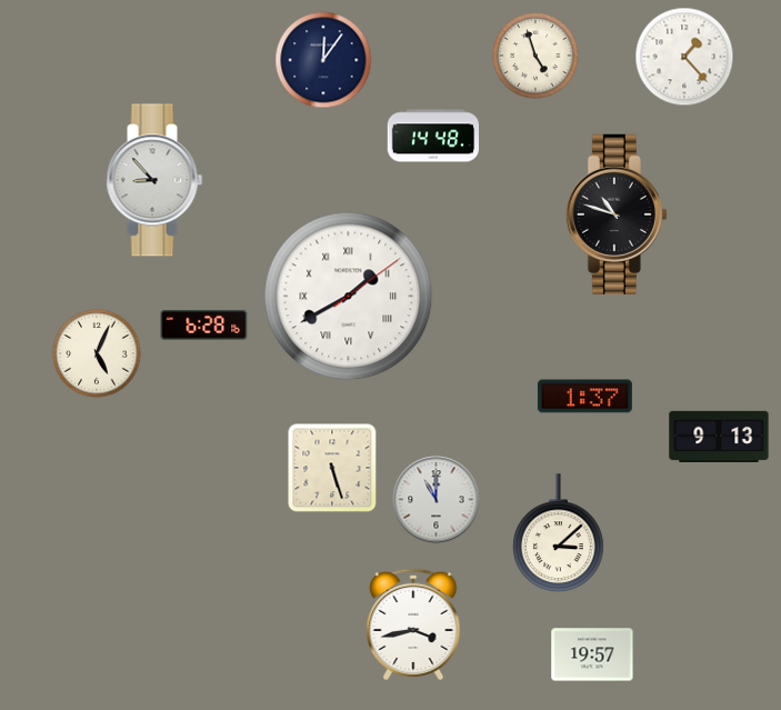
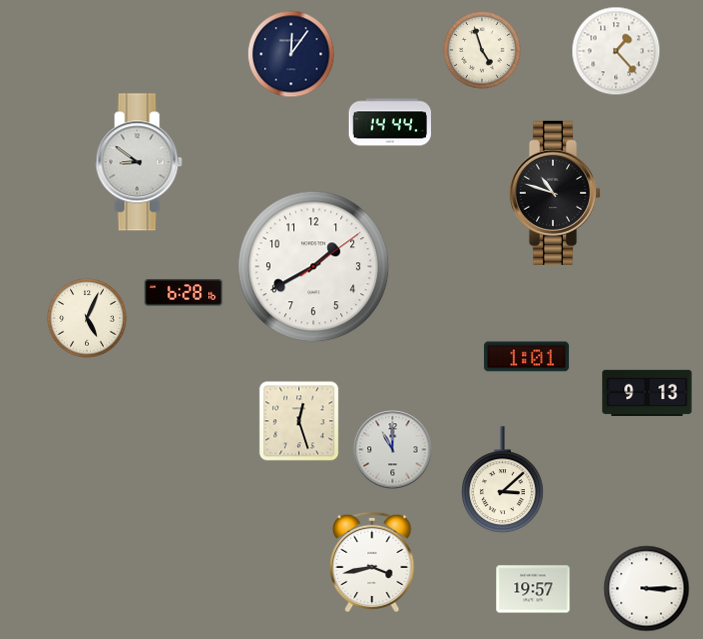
clock at (433, 136): 14:48 -> 14:44
clock at (154, 180): 8:53 -> 8:51
clock at (349, 297) numerals: Roman -> Arabic
clock at (584, 397): 1:37 -> 1:01
clock at (332, 468): 5:27 -> 12:27
clock at (647, 589): none -> 3:15
